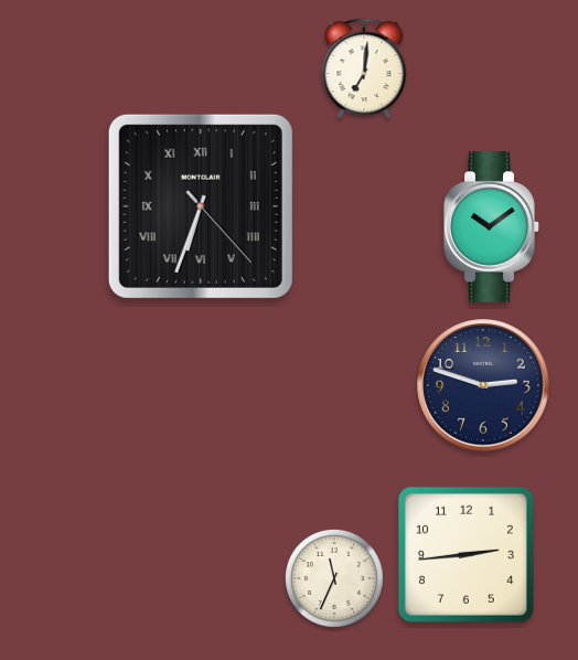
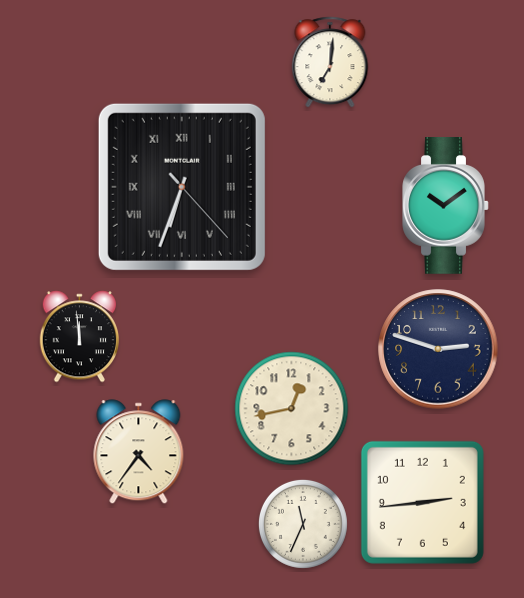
clock at (79, 337): none -> 11:59
clock at (292, 409): none -> 12:43
clock at (139, 452): none -> 4:36
